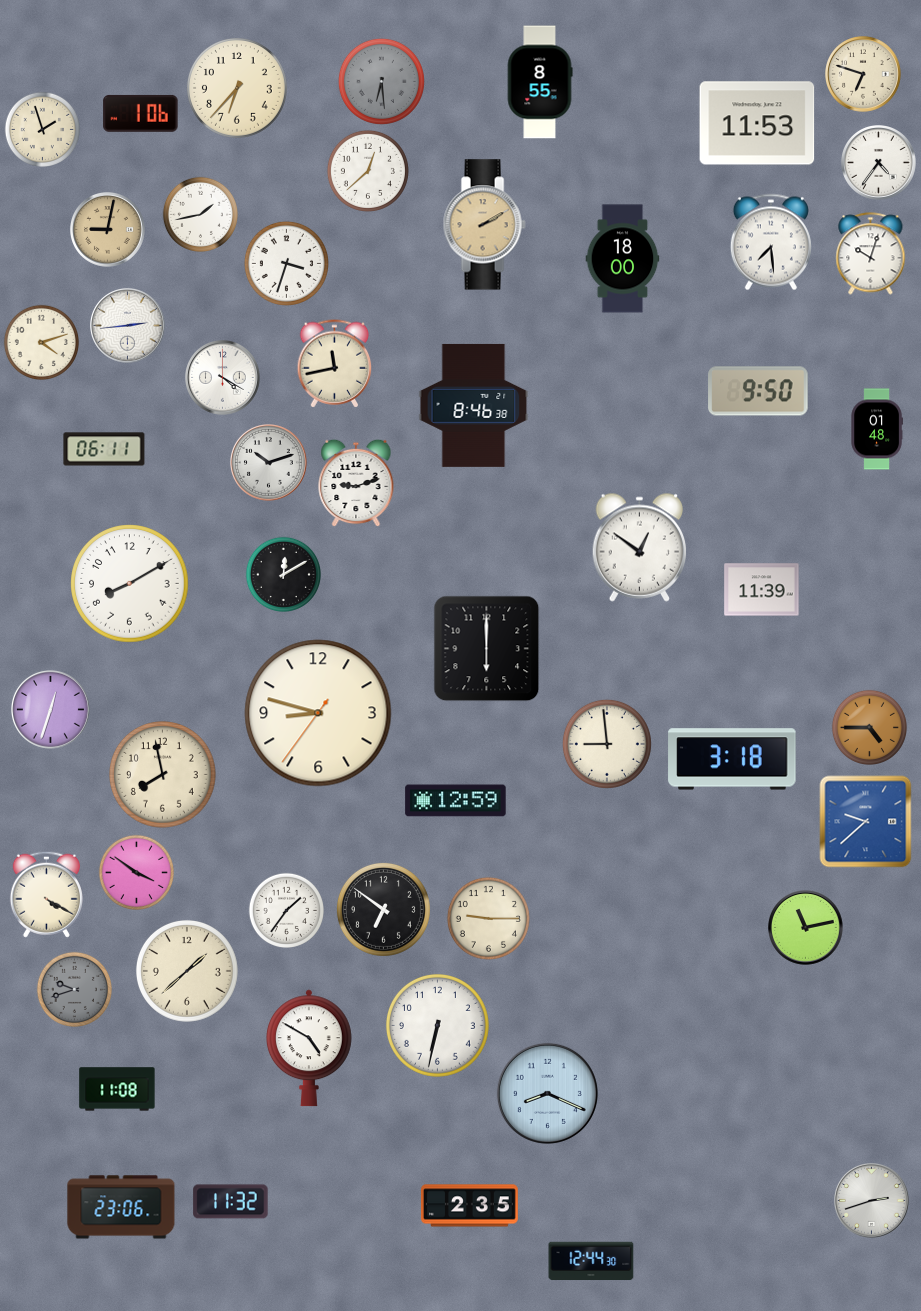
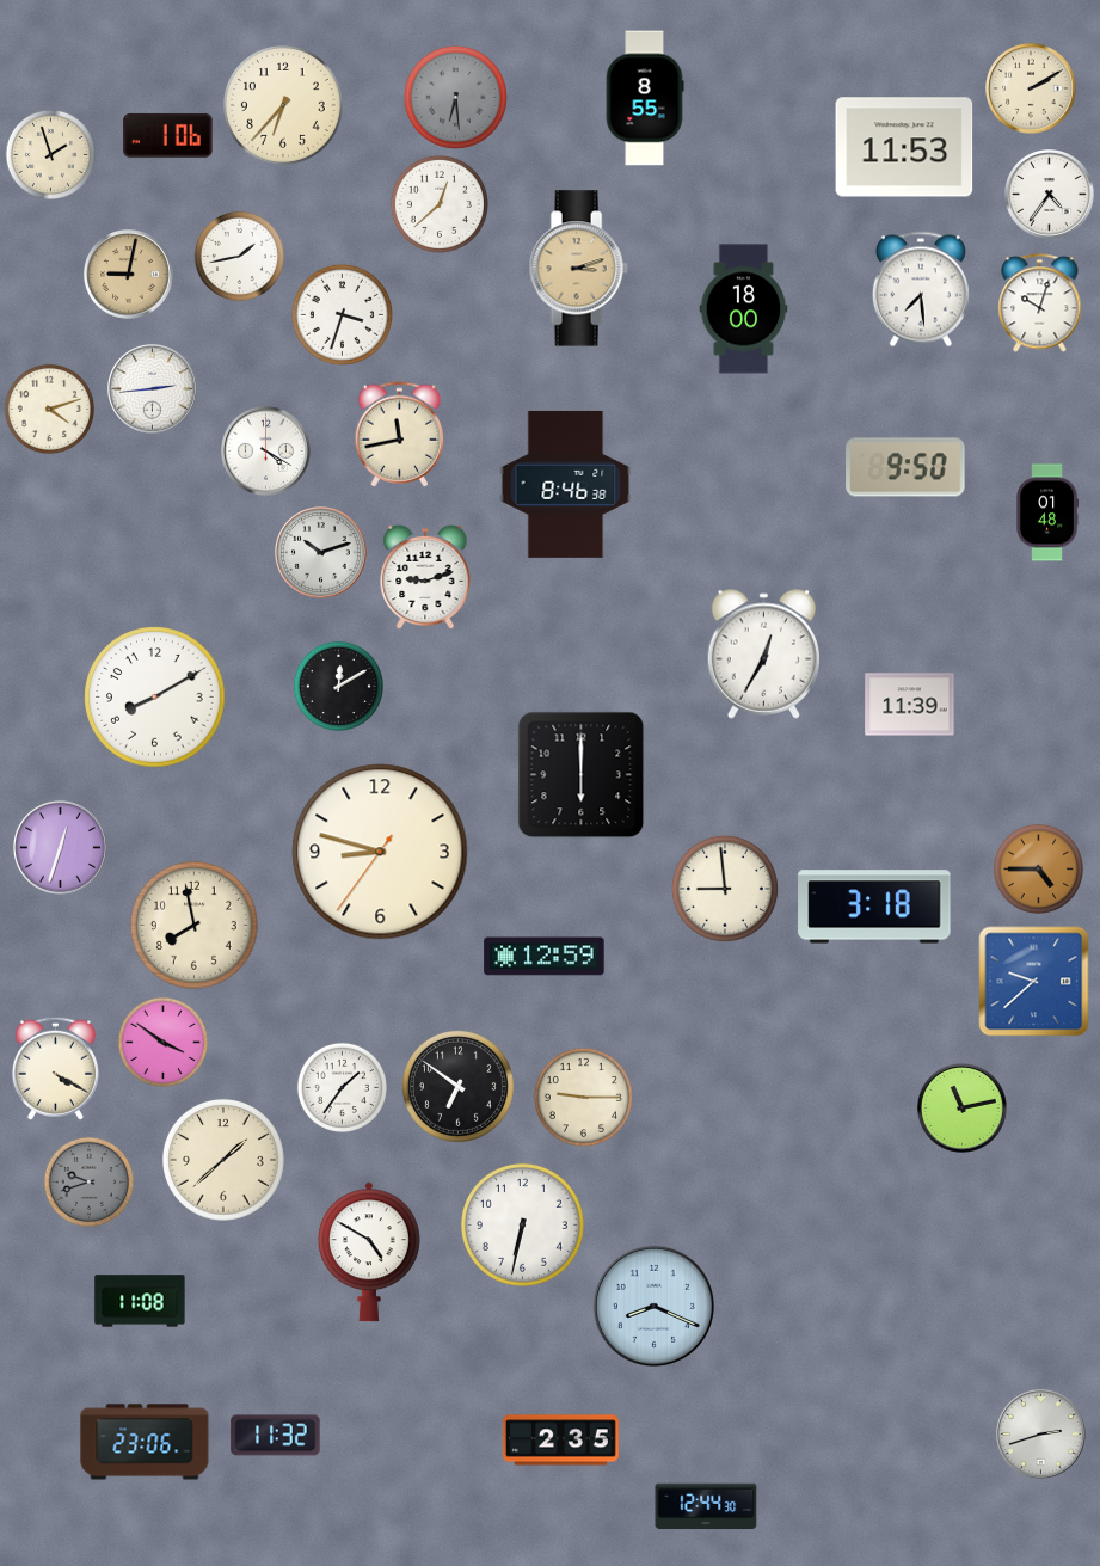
clock at (864, 75): 6:48 -> 2:10
clock at (484, 225): 2:10 -> 3:12
clock at (104, 449): 06:11 -> none
clock at (640, 547): 12:51 -> 12:35
